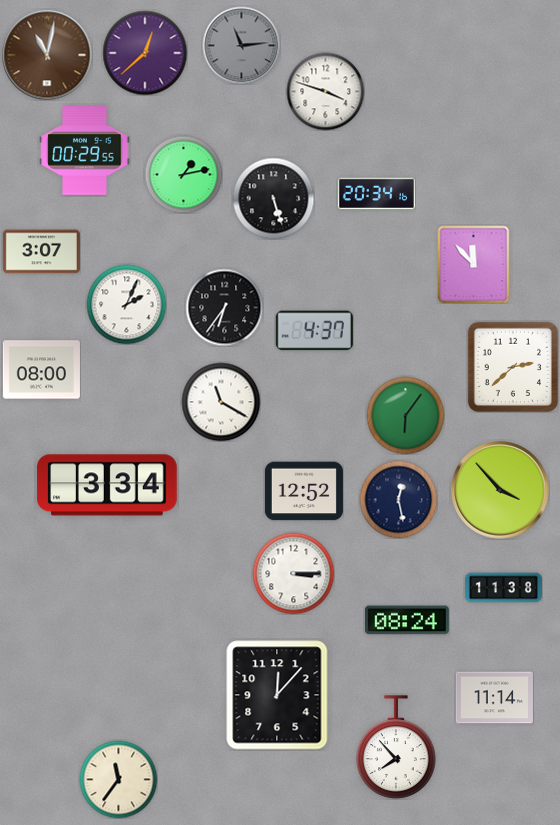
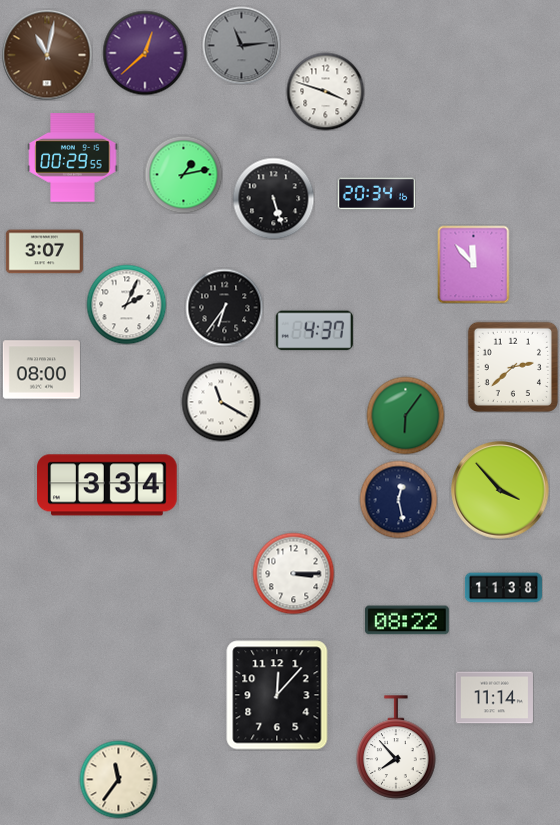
clock at (85, 151) position: (85, 151) -> (73, 158)
clock at (41, 252) position: (41, 252) -> (44, 252)
clock at (304, 491): 12:52 -> none
clock at (407, 620): 08:24 -> 08:22
